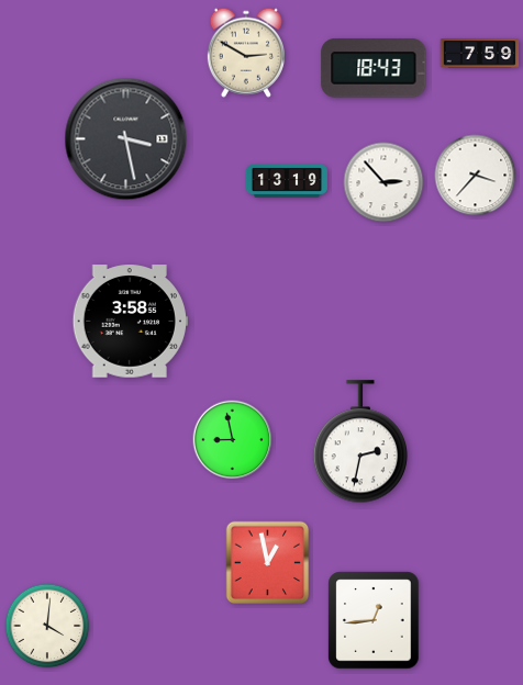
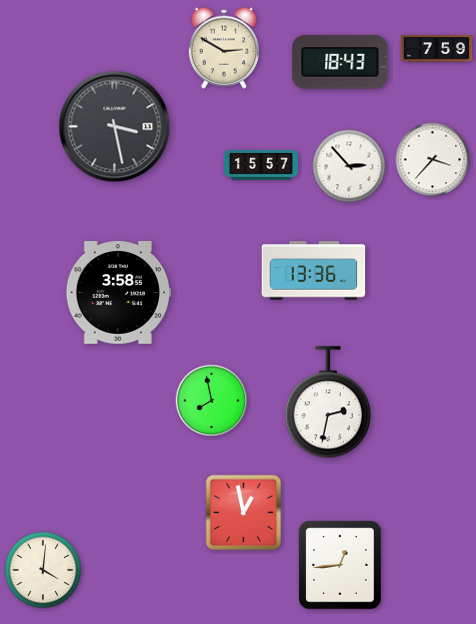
clock at (287, 182): 13:19 -> 15:57
clock at (314, 271): none -> 13:36
clock at (233, 440): 8:58 -> 7:58
